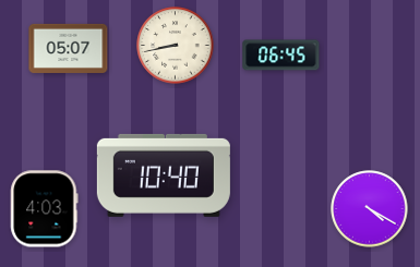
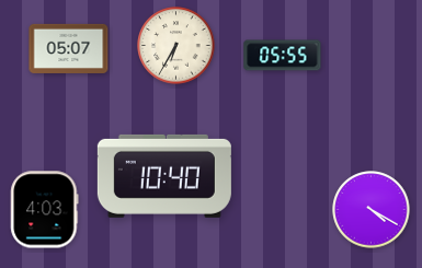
clock at (176, 46): 8:43 -> 6:35
clock at (281, 56): 06:45 -> 05:55
